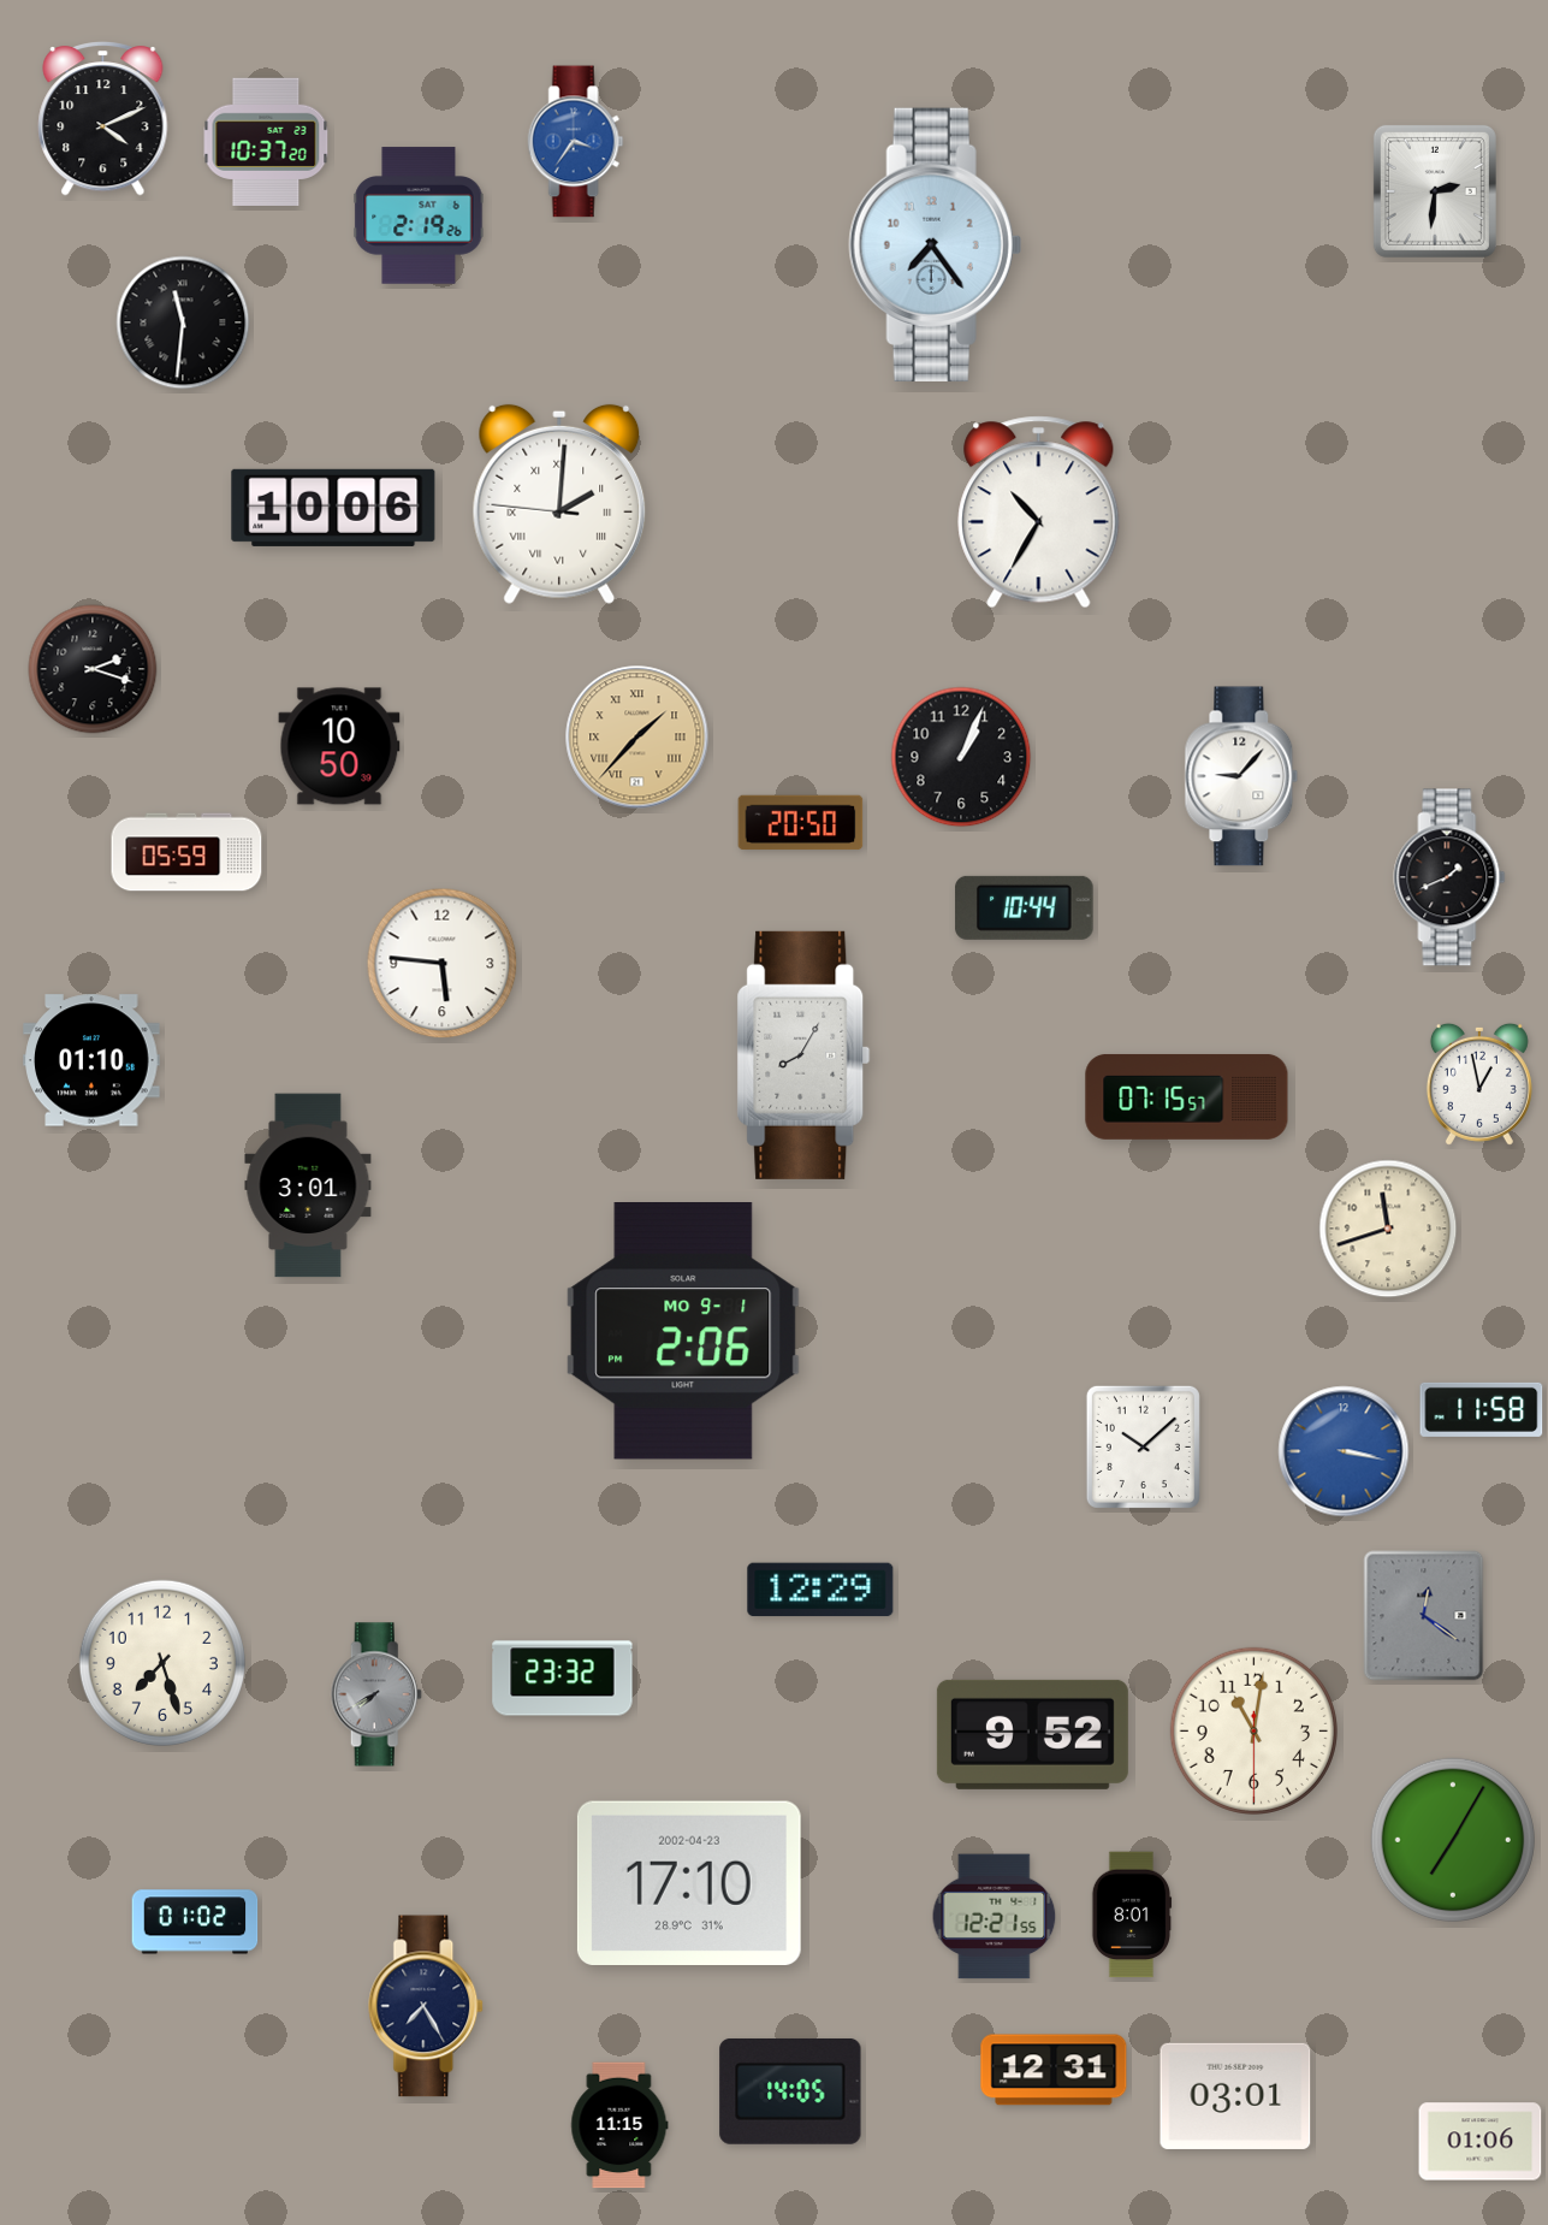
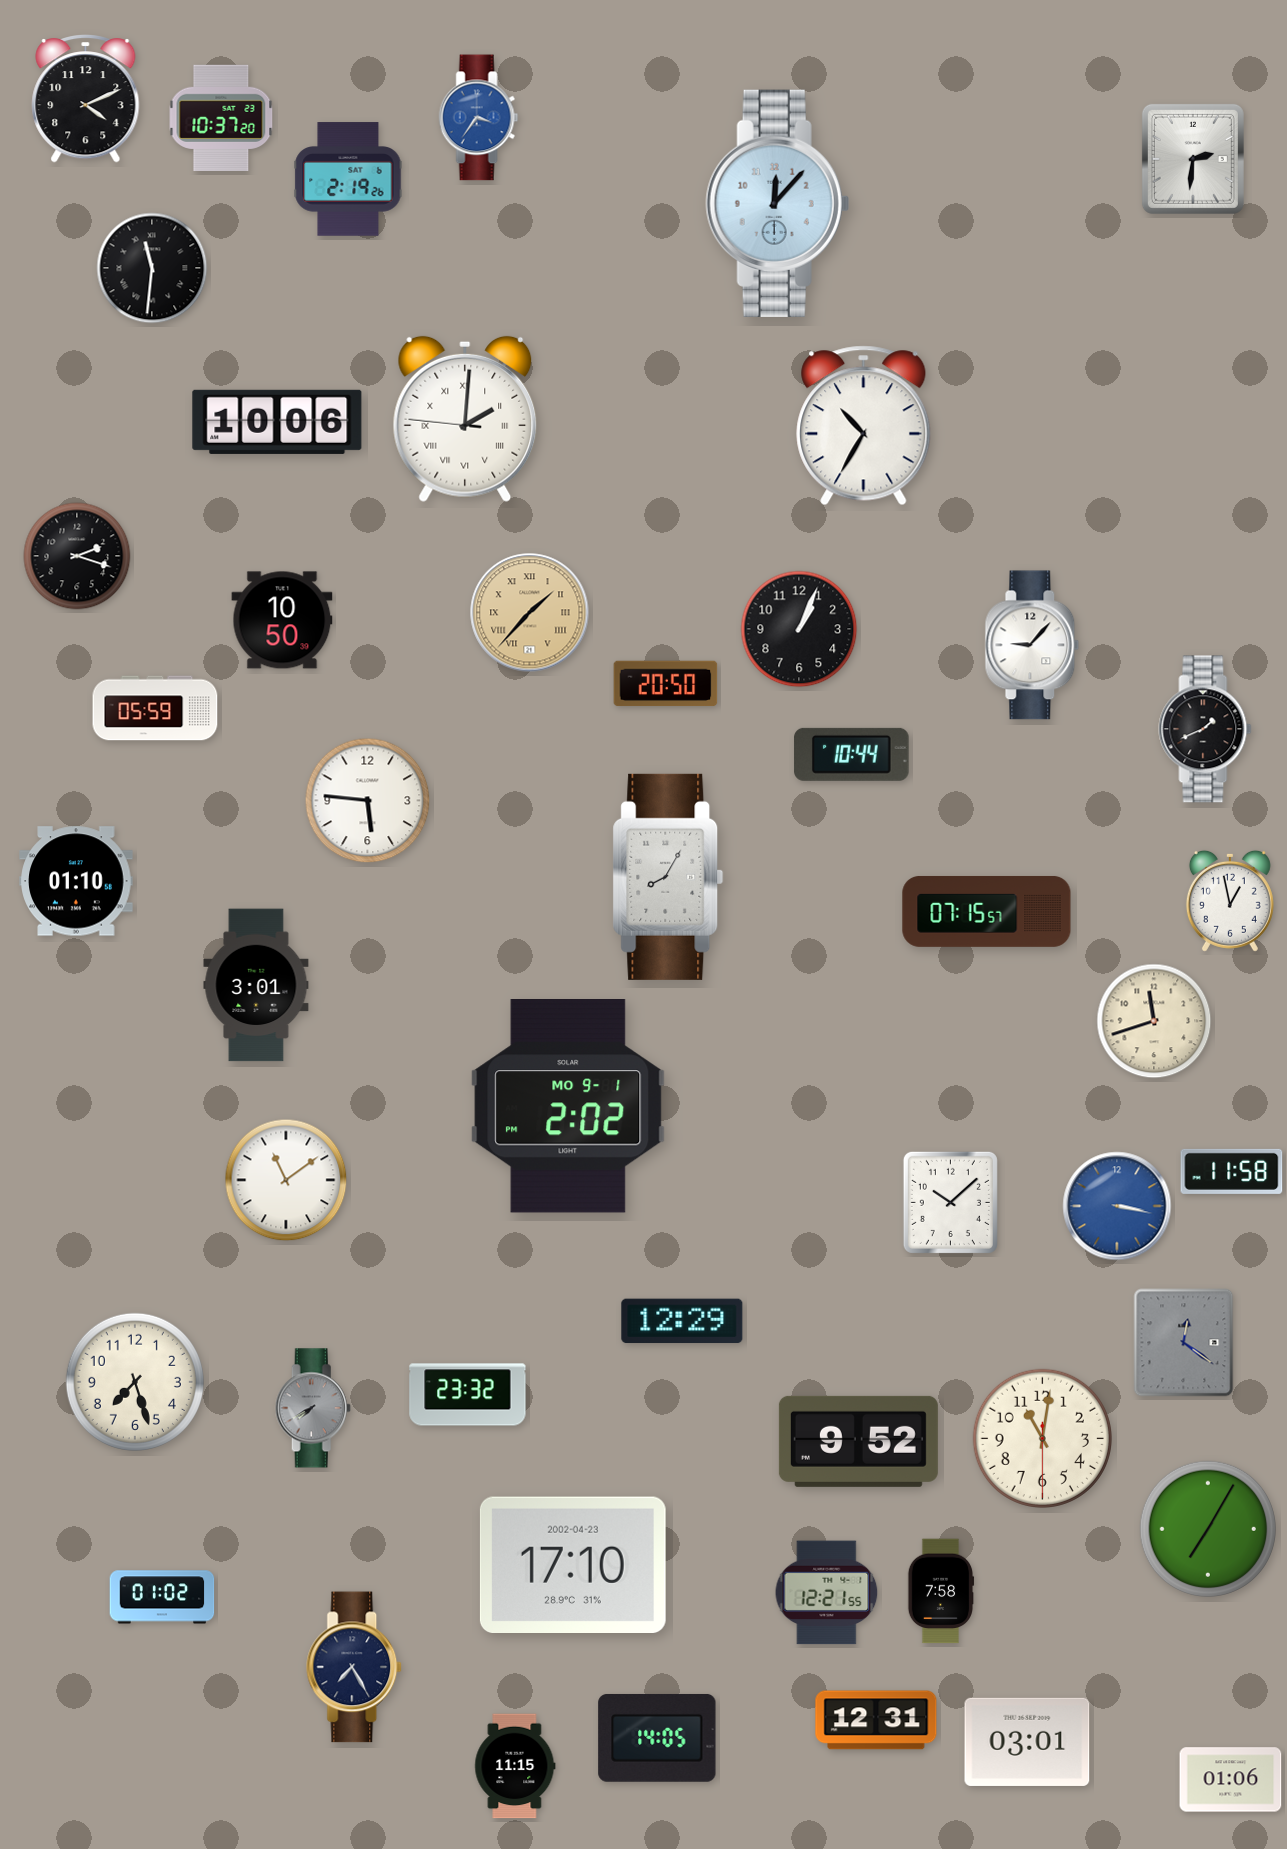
clock at (935, 244): 7:24 -> 12:07
clock at (683, 1332): 2:06 -> 2:02
clock at (286, 1180): none -> 11:09
clock at (1132, 1915): 8:01 -> 7:58
